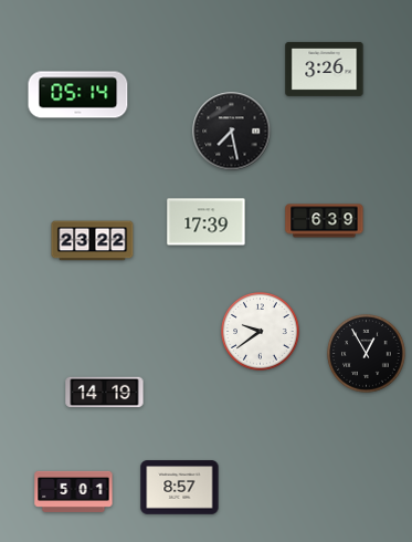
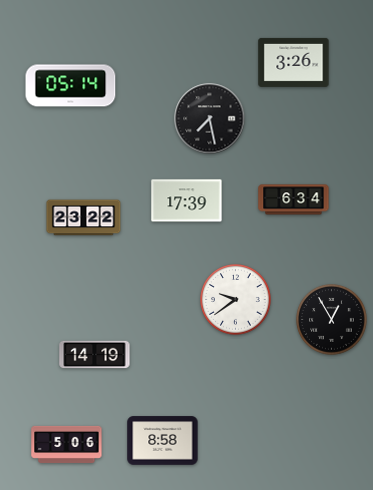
clock at (325, 221): 6:39 -> 6:34
clock at (180, 488): 8:57 -> 8:58
clock at (74, 491): 5:01 -> 5:06
